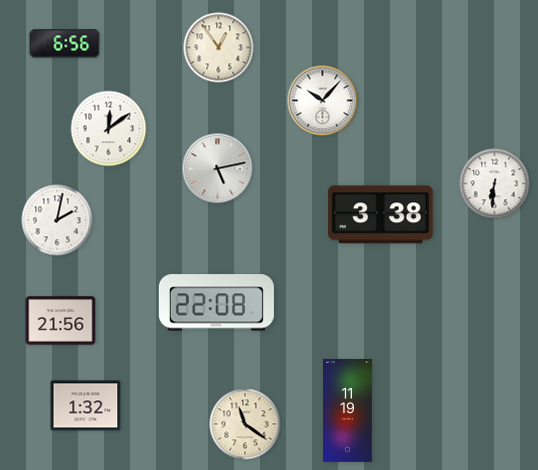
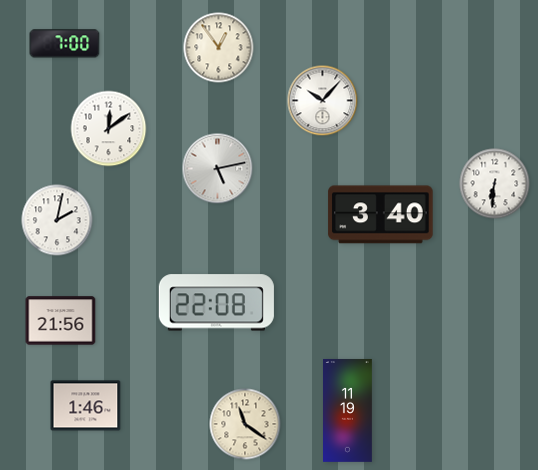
clock at (65, 44): 6:56 -> 7:00
clock at (381, 215): 3:38 -> 3:40
clock at (86, 406): 1:32 -> 1:46
